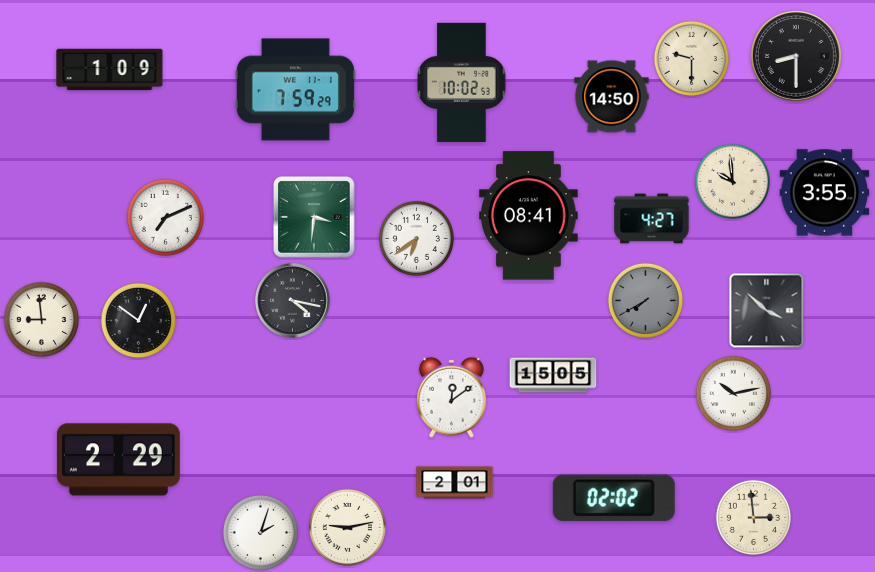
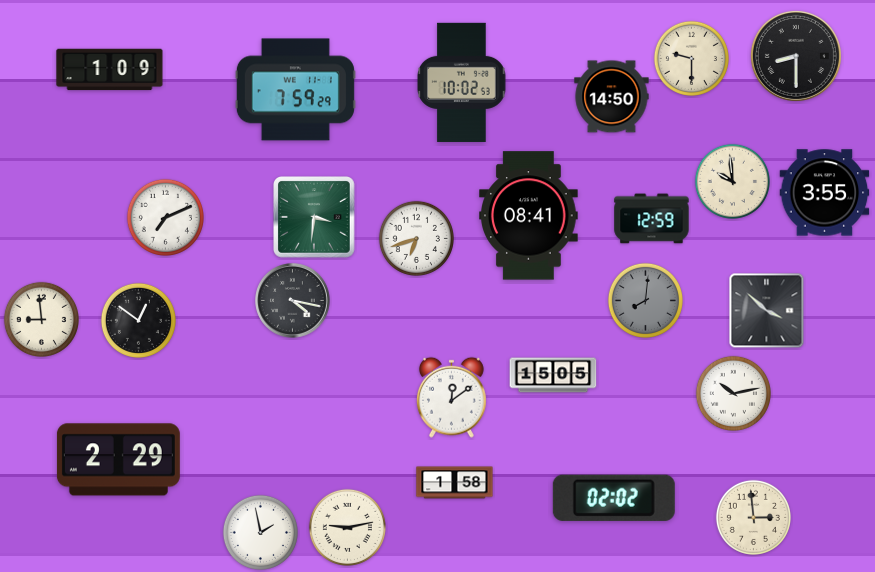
clock at (652, 219): 4:27 -> 12:59
clock at (416, 238): 6:39 -> 6:42
clock at (645, 300): 7:40 -> 8:01
clock at (455, 483): 2:01 -> 1:58
clock at (260, 532): 2:03 -> 1:58
